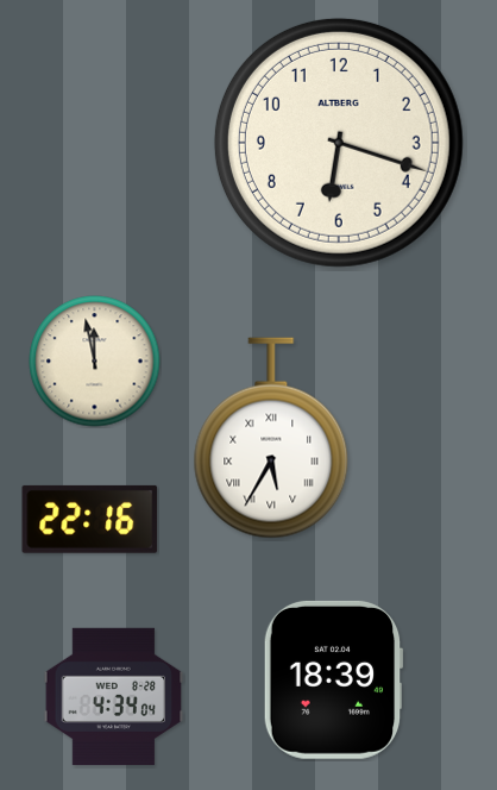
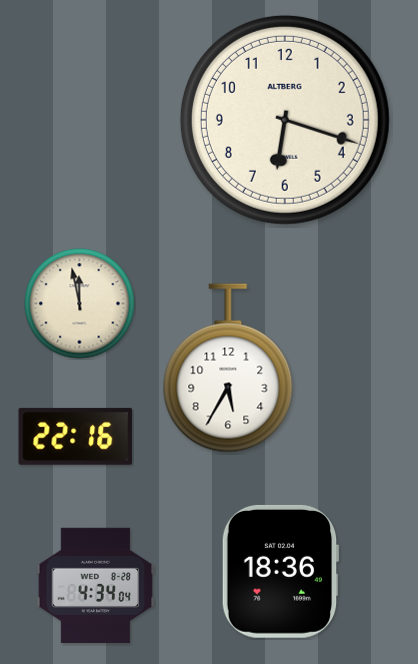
clock at (271, 438) numerals: Roman -> Arabic
clock at (333, 679): 18:39 -> 18:36
